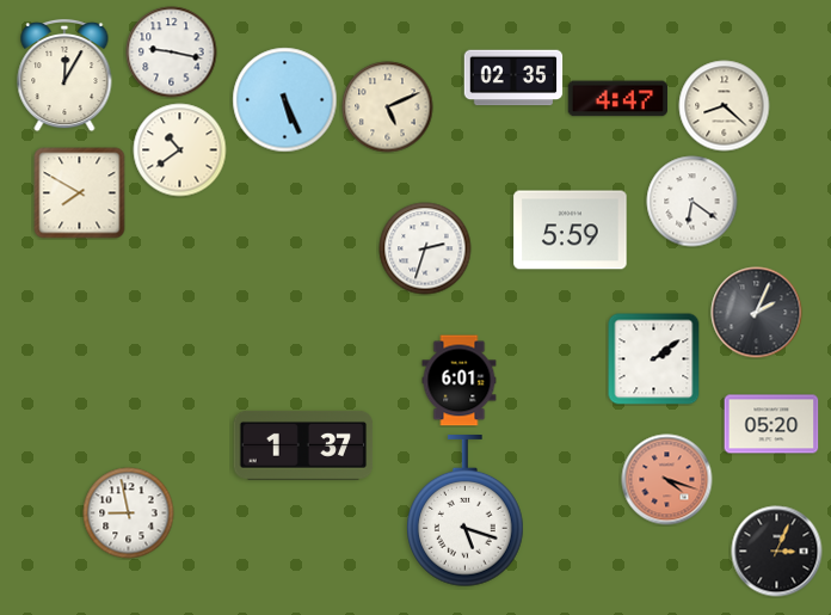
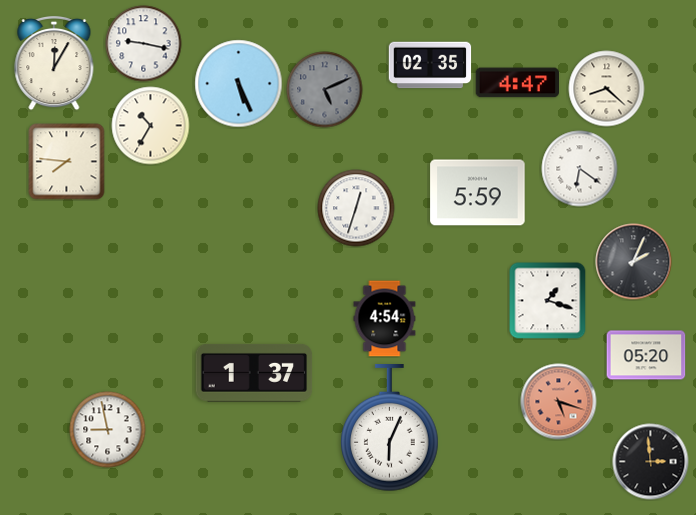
clock at (388, 107) dial: cream -> grey
clock at (180, 150): 10:39 -> 10:35
clock at (80, 193): 7:50 -> 7:46
clock at (425, 248): 2:33 -> 12:33
clock at (654, 359): 2:09 -> 1:18
clock at (460, 381): 6:01 -> 4:54
clock at (667, 480): 4:18 -> 5:18
clock at (466, 512): 5:18 -> 6:04
clock at (777, 552): 3:04 -> 2:59
